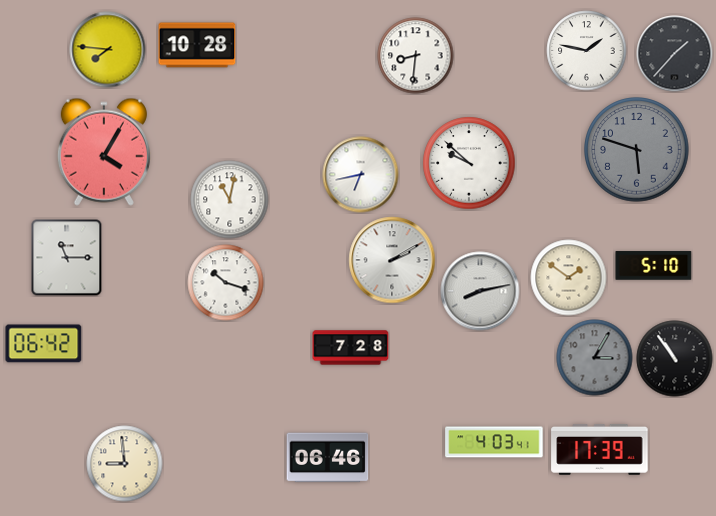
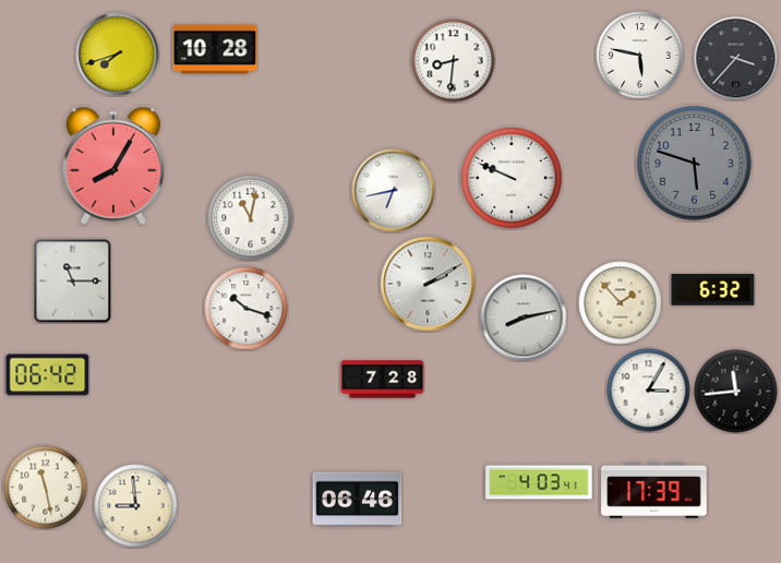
clock at (108, 50): 7:46 -> 7:42
clock at (587, 51): 1:47 -> 5:47
clock at (675, 54): 1:37 -> 3:37
clock at (104, 152): 4:05 -> 8:05
clock at (469, 163): 9:52 -> 9:49
clock at (654, 266): 5:10 -> 6:32
clock at (569, 278): 1:51 -> 1:53
clock at (595, 358) dial: grey -> white
clock at (675, 359): 10:54 -> 11:44
clock at (46, 488): none -> 11:28
